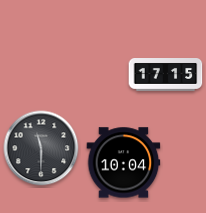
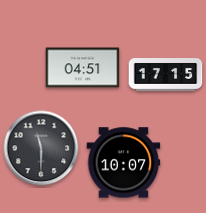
clock at (83, 68): none -> 04:51
clock at (124, 163): 10:04 -> 10:07
